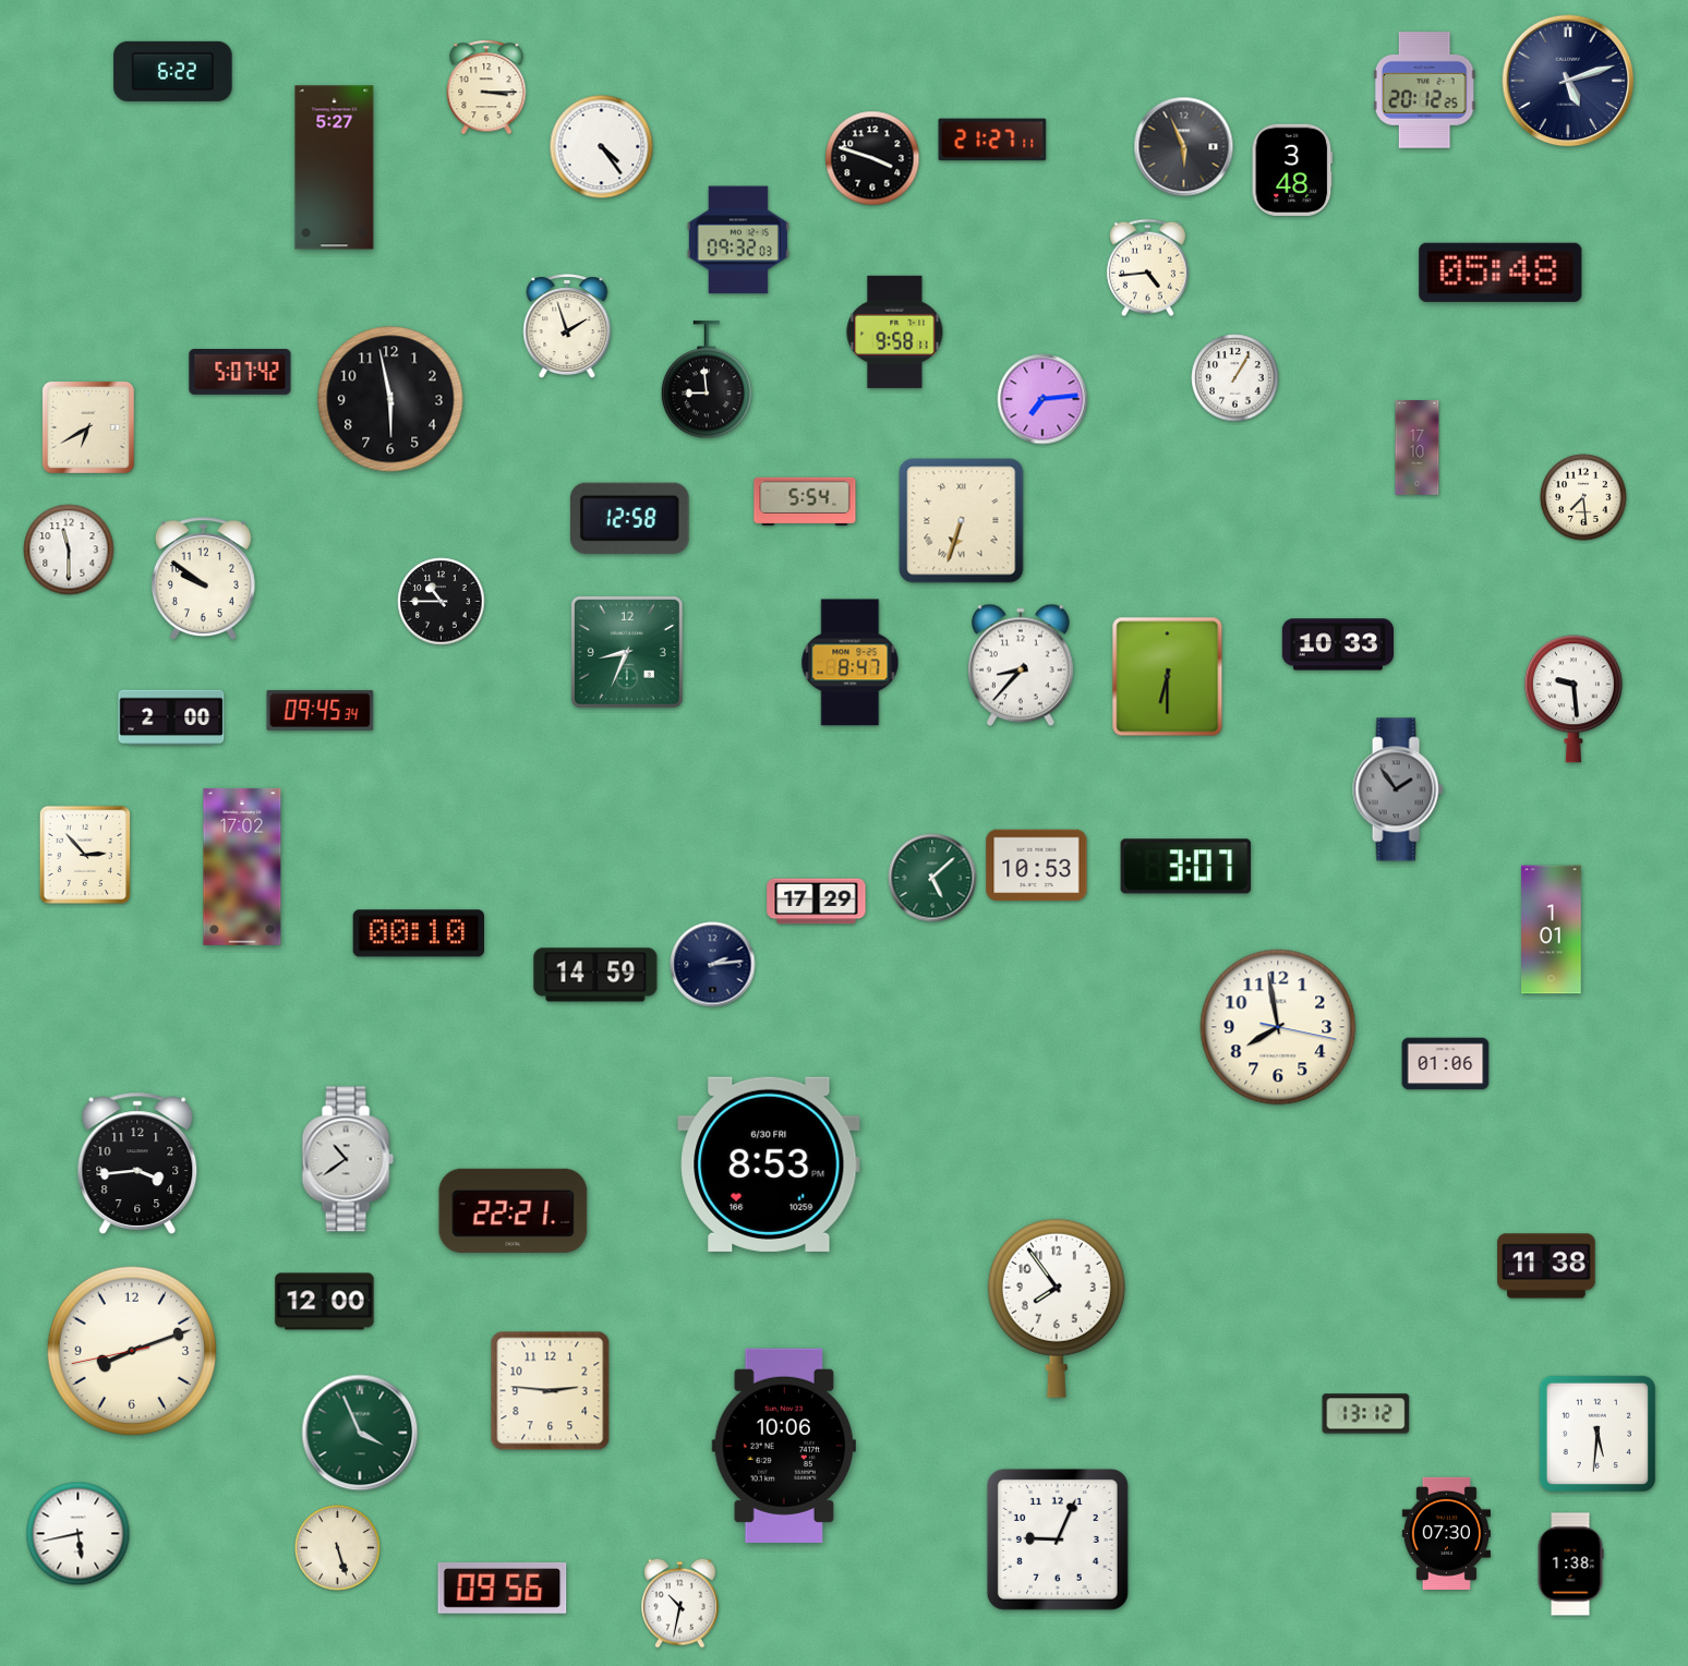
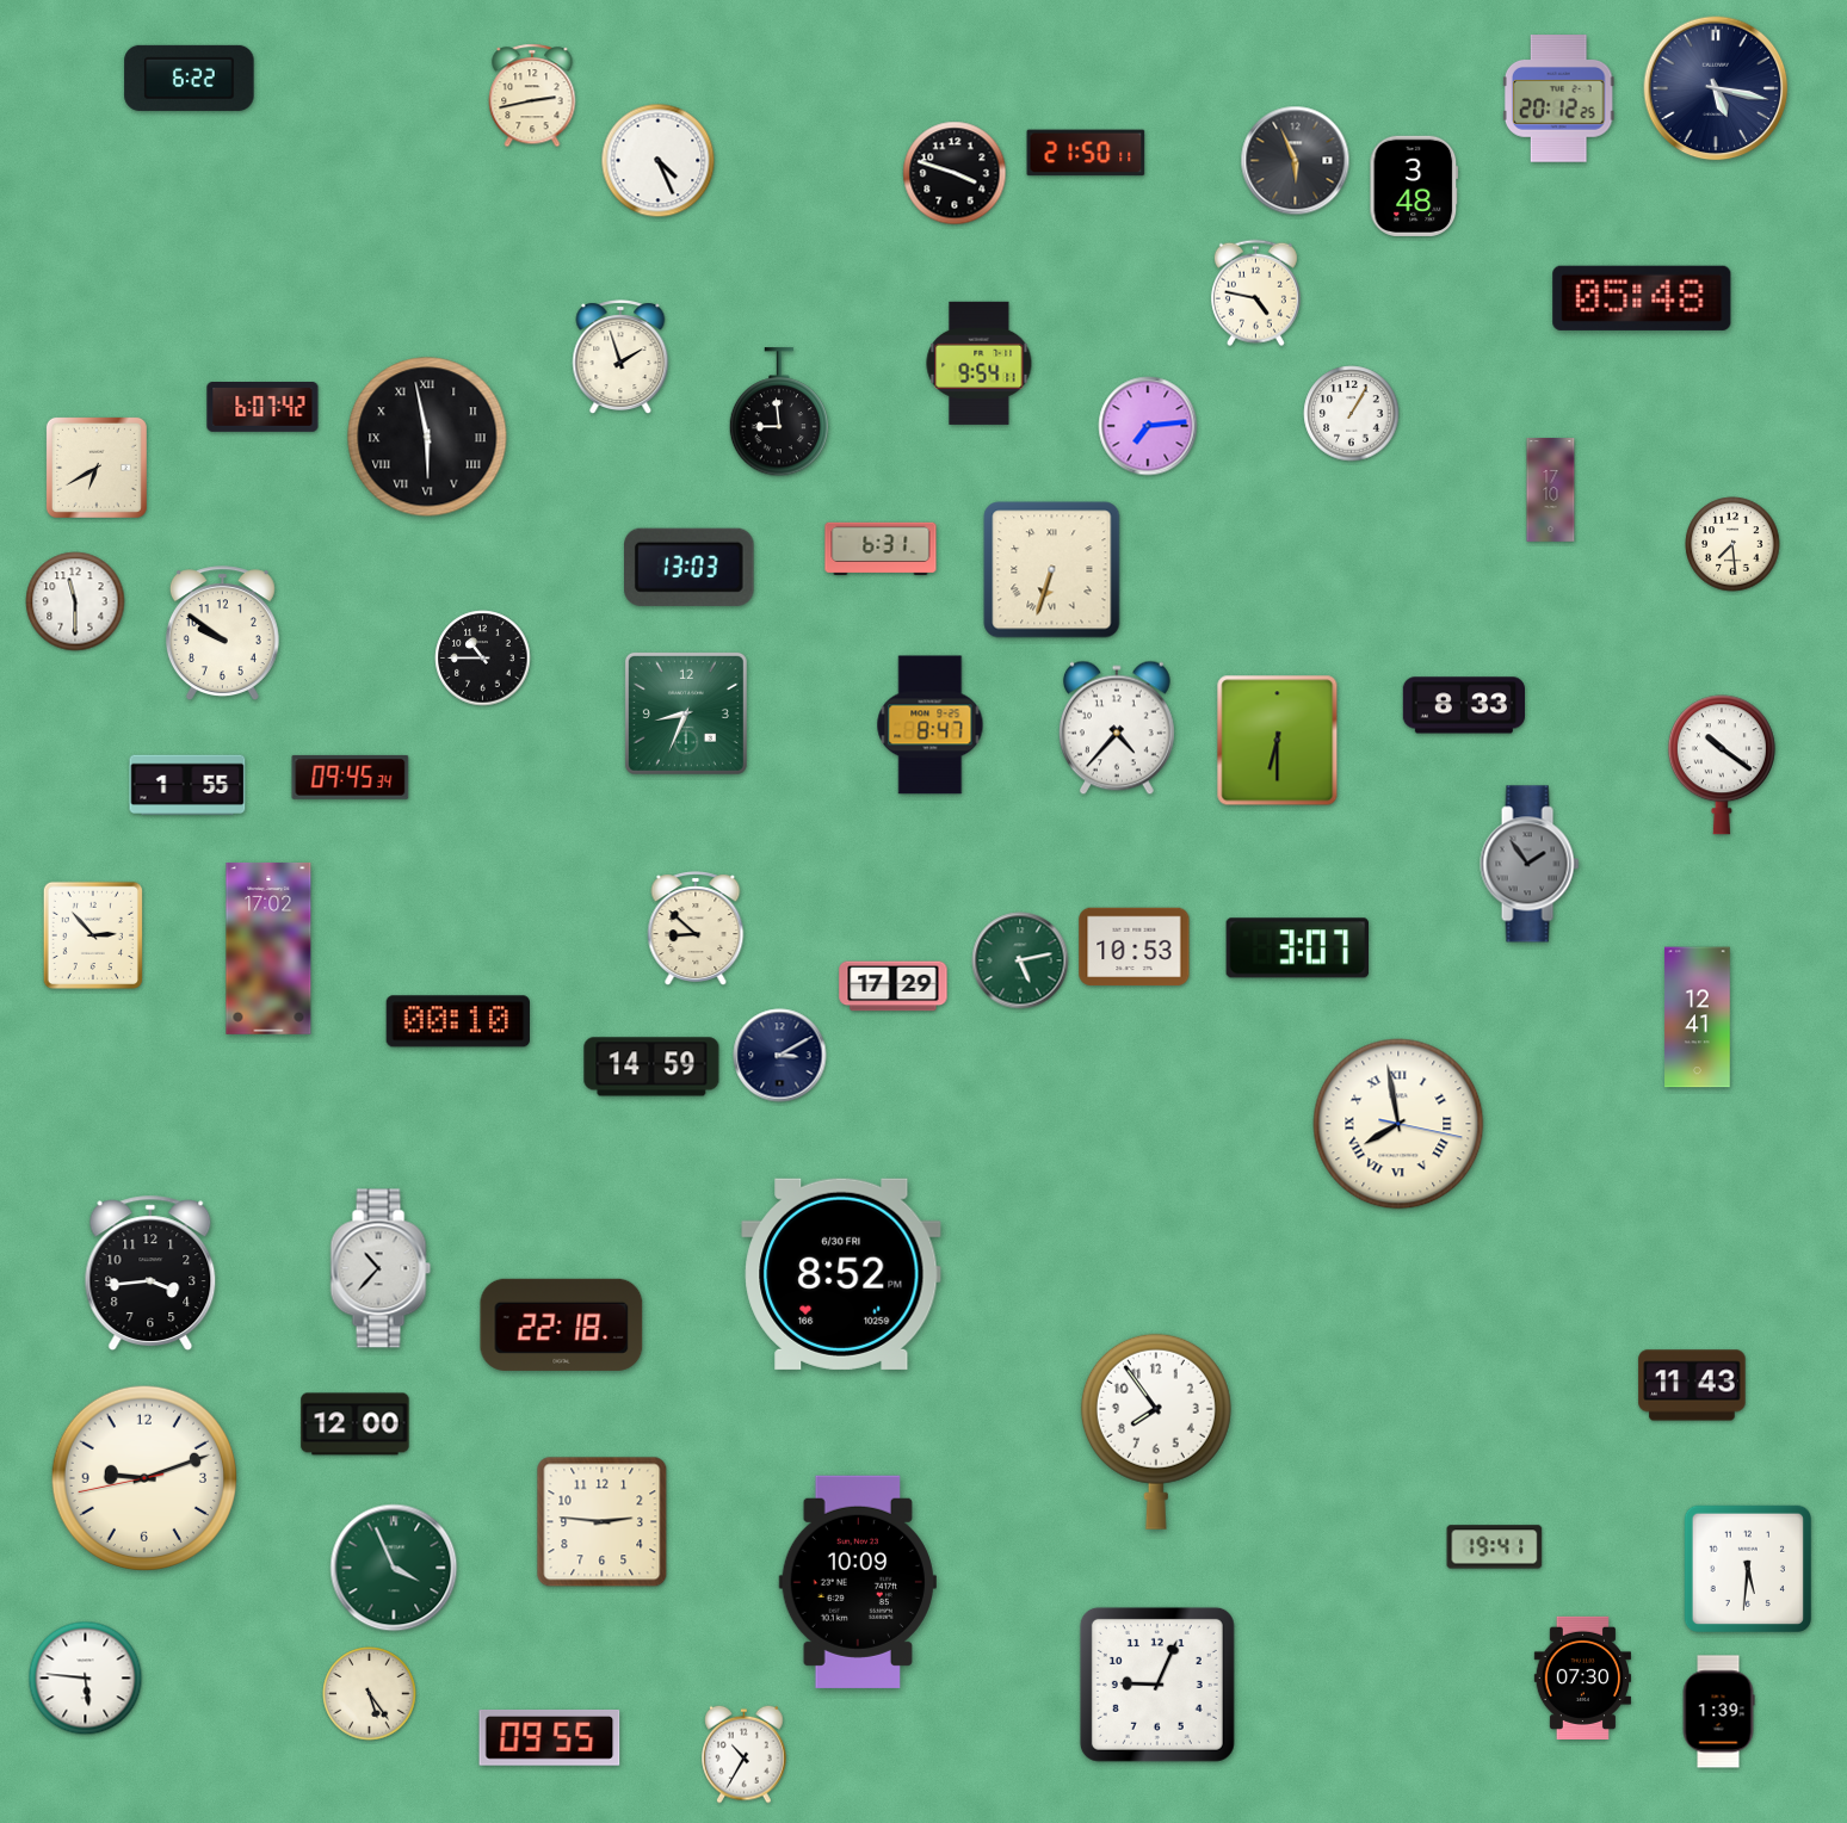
clock at (1568, 81): 5:12 -> 5:17
clock at (486, 87): 3:15 -> 2:43
clock at (992, 140): 21:27 -> 21:50
clock at (602, 147): 4:24 -> 4:26
clock at (335, 168): 5:27 -> none
clock at (738, 240): 09:32 -> none
clock at (1147, 268): 4:44 -> 4:47
clock at (895, 331): 9:58 -> 9:54
clock at (240, 373): 5:07 -> 6:07
clock at (706, 381) position: (706, 381) -> (778, 413)
clock at (390, 399) numerals: Arabic -> Roman
clock at (1042, 399) position: (1042, 399) -> (1148, 426)
clock at (805, 502): 5:54 -> 6:31
clock at (630, 518): 12:58 -> 13:03
clock at (1337, 644): 10:33 -> 8:33
clock at (1021, 665): 8:37 -> 4:37
clock at (1574, 699): 9:29 -> 10:21
clock at (171, 717): 2:00 -> 1:55
clock at (696, 928): none -> 8:52
clock at (242, 867) position: (242, 867) -> (268, 948)
clock at (932, 878): 5:08 -> 5:13
clock at (1552, 930): 1:01 -> 12:41
clock at (713, 965): 2:14 -> 3:10
clock at (1278, 1027) numerals: Arabic -> Roman
clock at (1446, 1064): 01:06 -> none
clock at (348, 1159): 10:39 -> 10:37
clock at (769, 1164): 8:53 -> 8:52
clock at (514, 1210): 22:21 -> 22:18
clock at (1546, 1266): 11:38 -> 11:43
clock at (132, 1351): 8:11 -> 9:11
clock at (1366, 1414): 13:12 -> 19:41
clock at (784, 1446): 10:06 -> 10:09
clock at (79, 1534): 5:43 -> 5:46
clock at (338, 1548): 5:27 -> 5:24
clock at (1570, 1565): 1:38 -> 1:39
clock at (503, 1589): 09:56 -> 09:55
clock at (680, 1603): 10:32 -> 10:35
